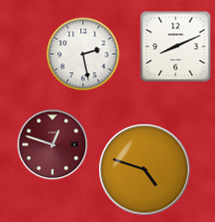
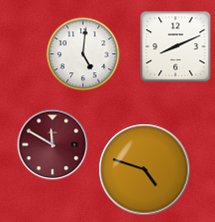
clock at (83, 54): 2:28 -> 5:01
clock at (53, 145): 12:48 -> 11:50
